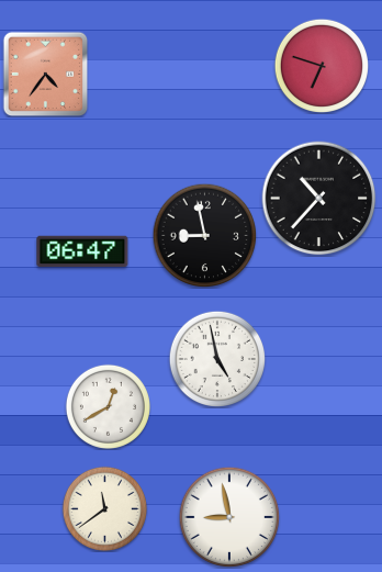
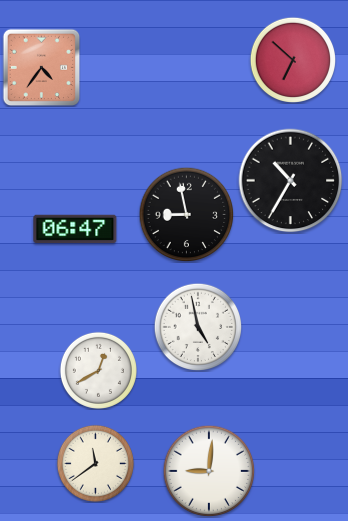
clock at (321, 65): 6:48 -> 6:52
clock at (319, 199): 10:37 -> 10:35
clock at (229, 517): 8:58 -> 9:01
